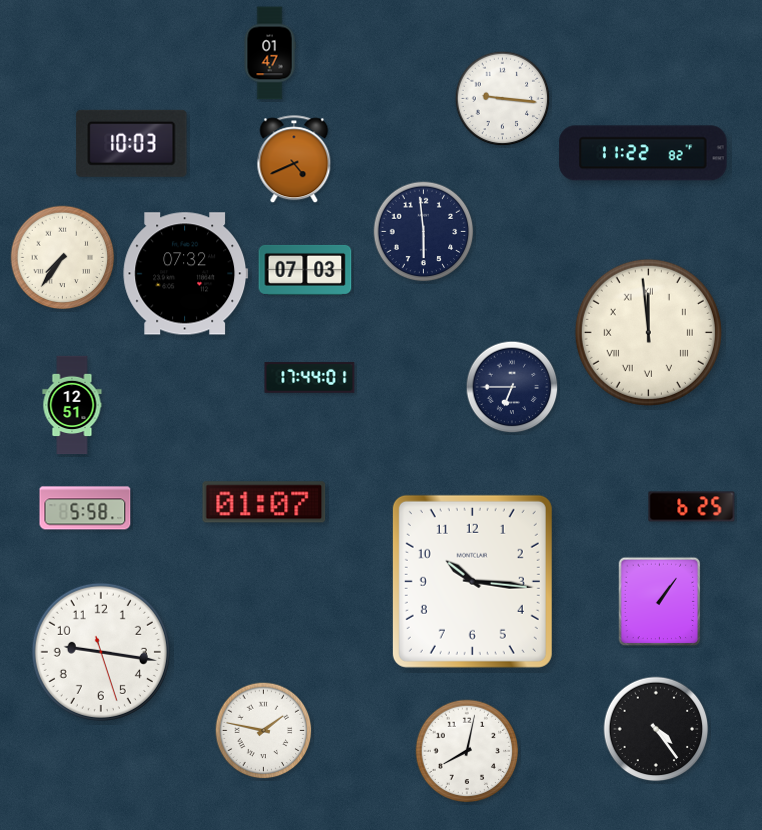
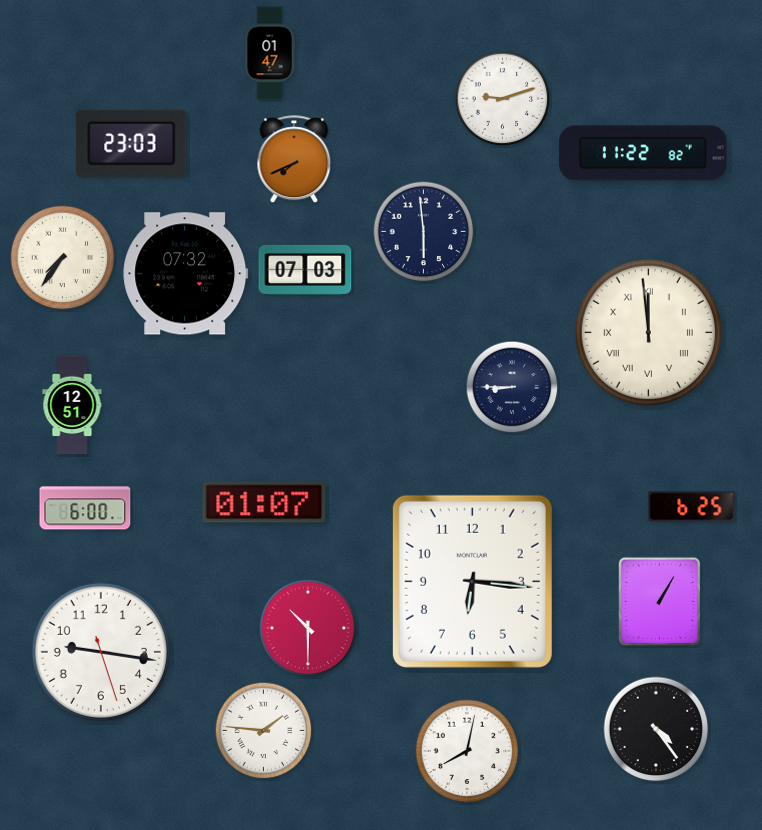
clock at (503, 99): 9:16 -> 9:12
clock at (132, 143): 10:03 -> 23:03
clock at (294, 160): 4:41 -> 7:41
clock at (310, 378): 17:44 -> none
clock at (512, 387): 6:45 -> 8:45
clock at (85, 508): 5:58 -> 6:00
clock at (472, 581): 10:16 -> 6:16
clock at (660, 602): 1:06 -> 1:05
clock at (308, 628): none -> 10:30
clock at (264, 731): 1:47 -> 1:46
